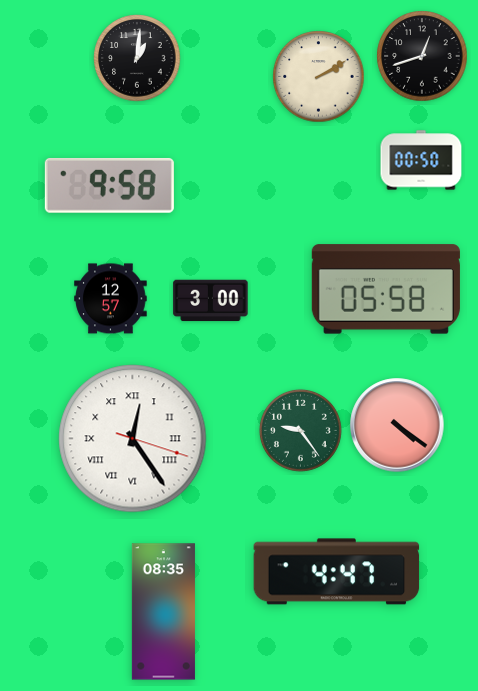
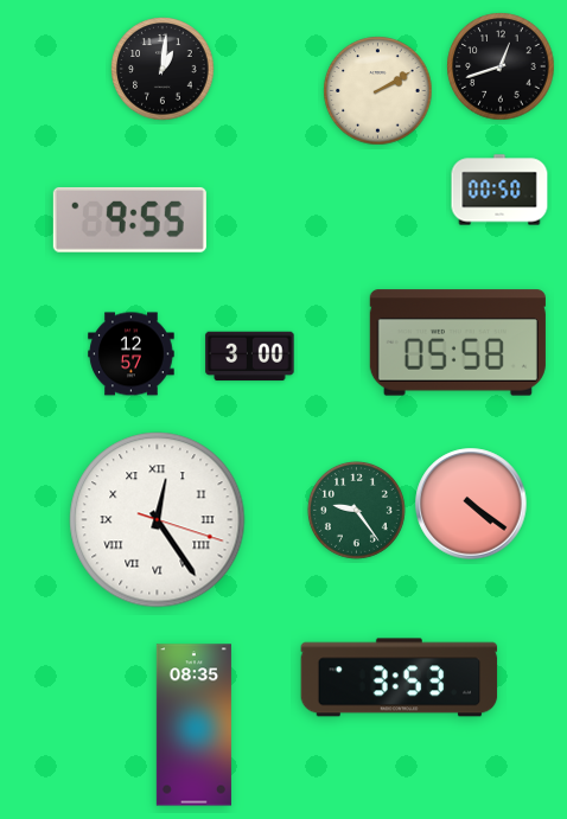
clock at (109, 185): 9:58 -> 9:55
clock at (337, 572): 4:47 -> 3:53
